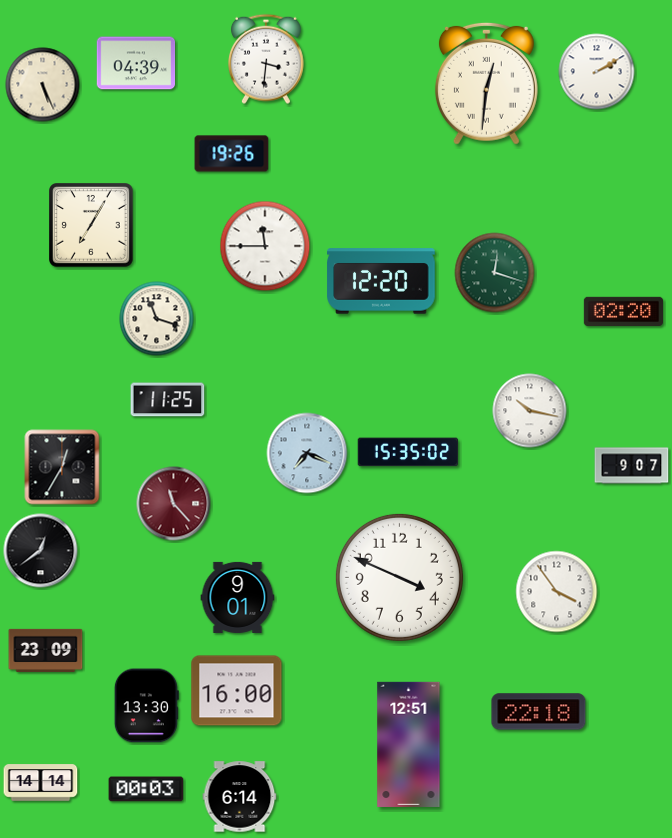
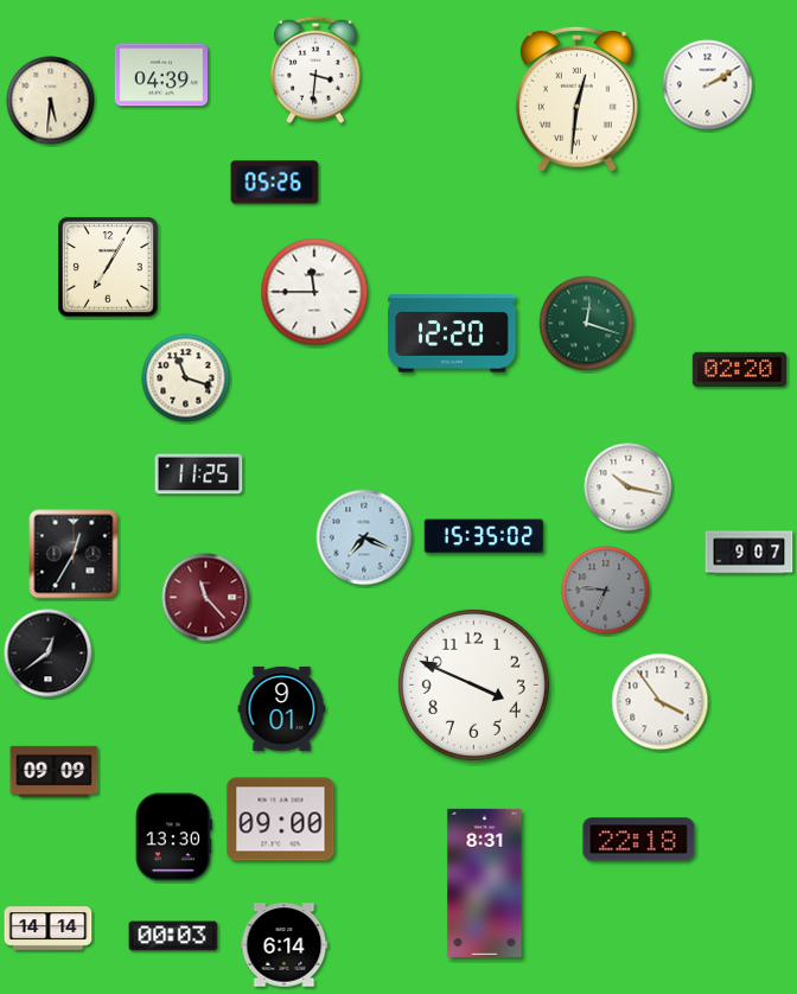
clock at (43, 85): 5:26 -> 5:31
clock at (232, 154): 19:26 -> 05:26
clock at (606, 591): none -> 6:46
clock at (46, 650): 23:09 -> 09:09
clock at (237, 691): 16:00 -> 09:00
clock at (539, 712) position: (539, 712) -> (639, 840)
clock at (409, 744): 12:51 -> 8:31
